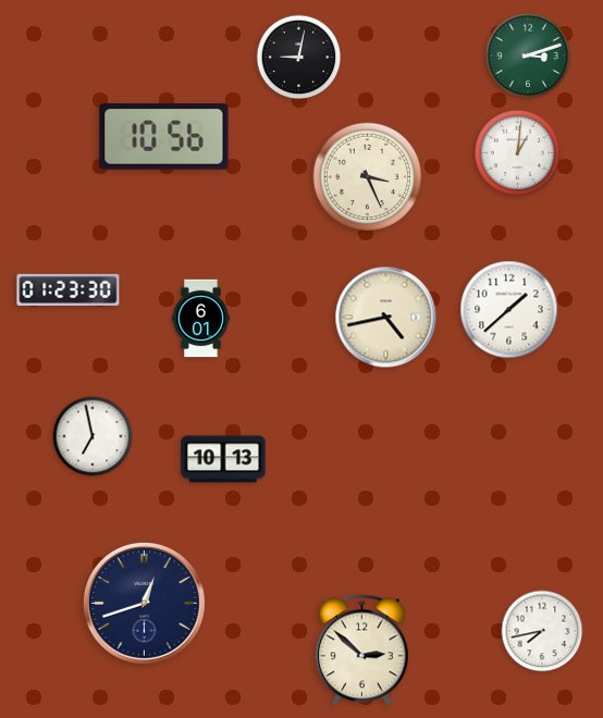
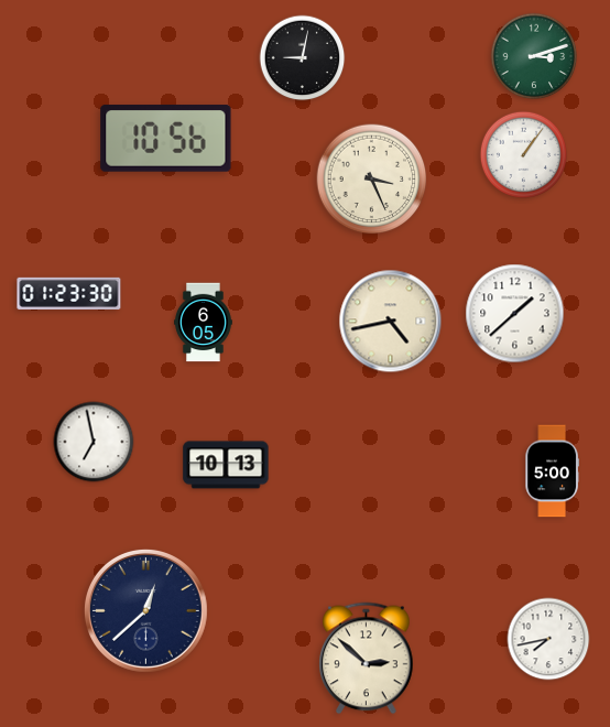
clock at (517, 152): 1:01 -> 1:06
clock at (201, 319): 6:01 -> 6:05
clock at (552, 471): none -> 5:00
clock at (144, 603): 12:42 -> 12:38
